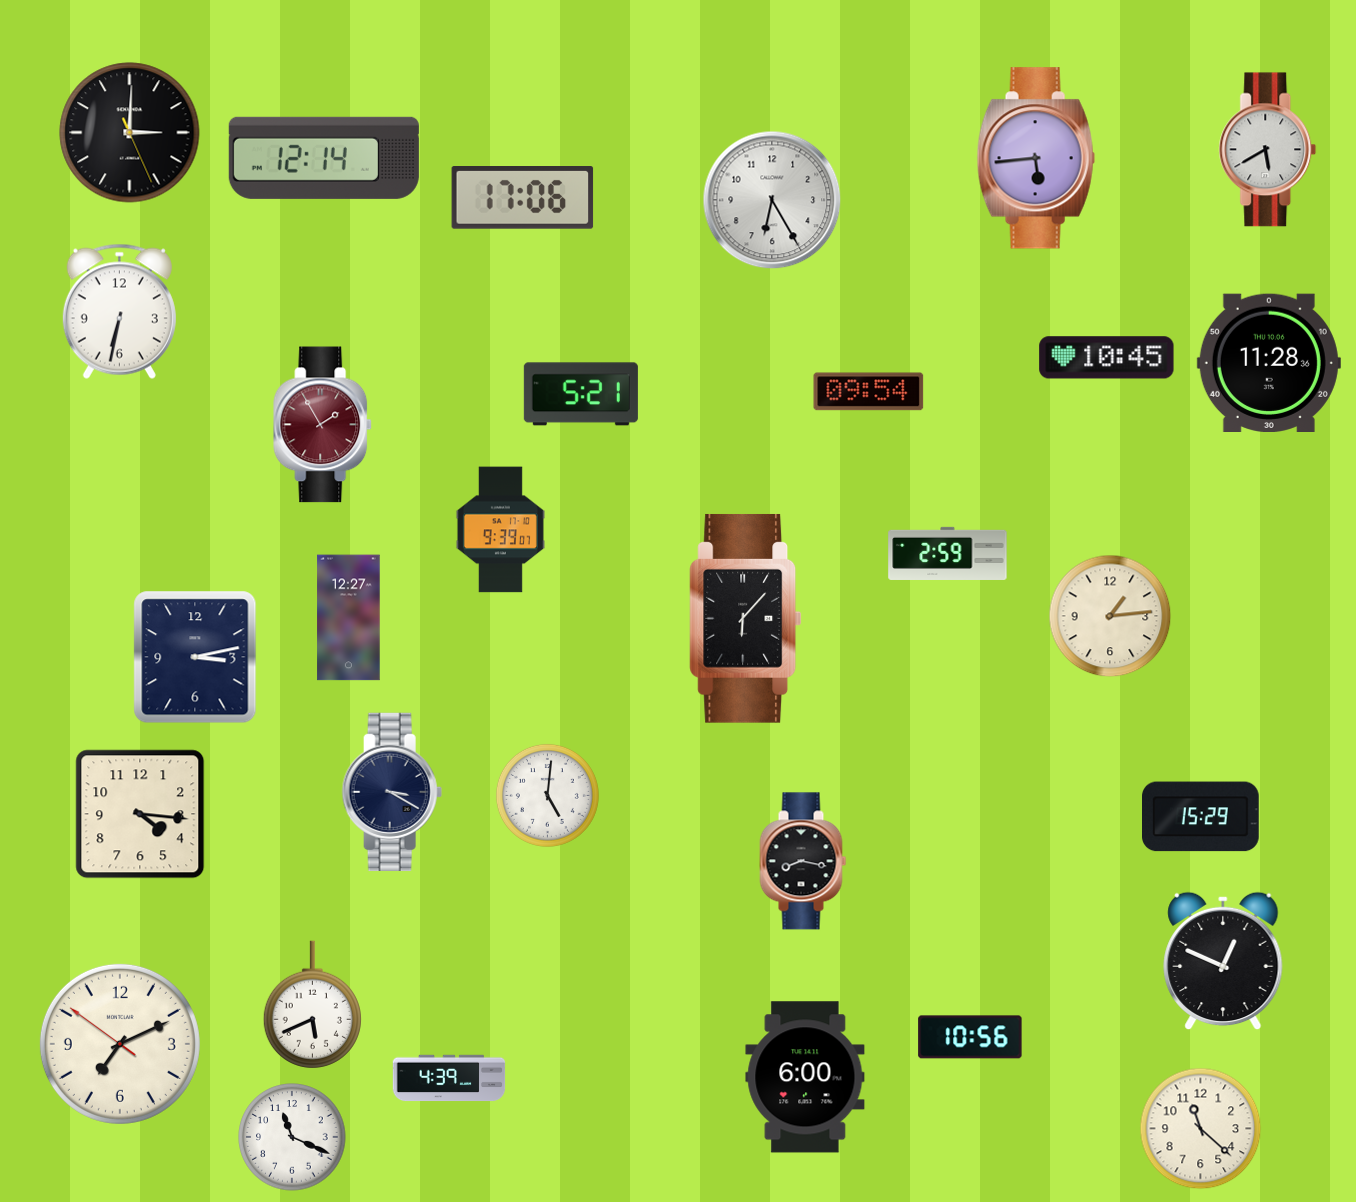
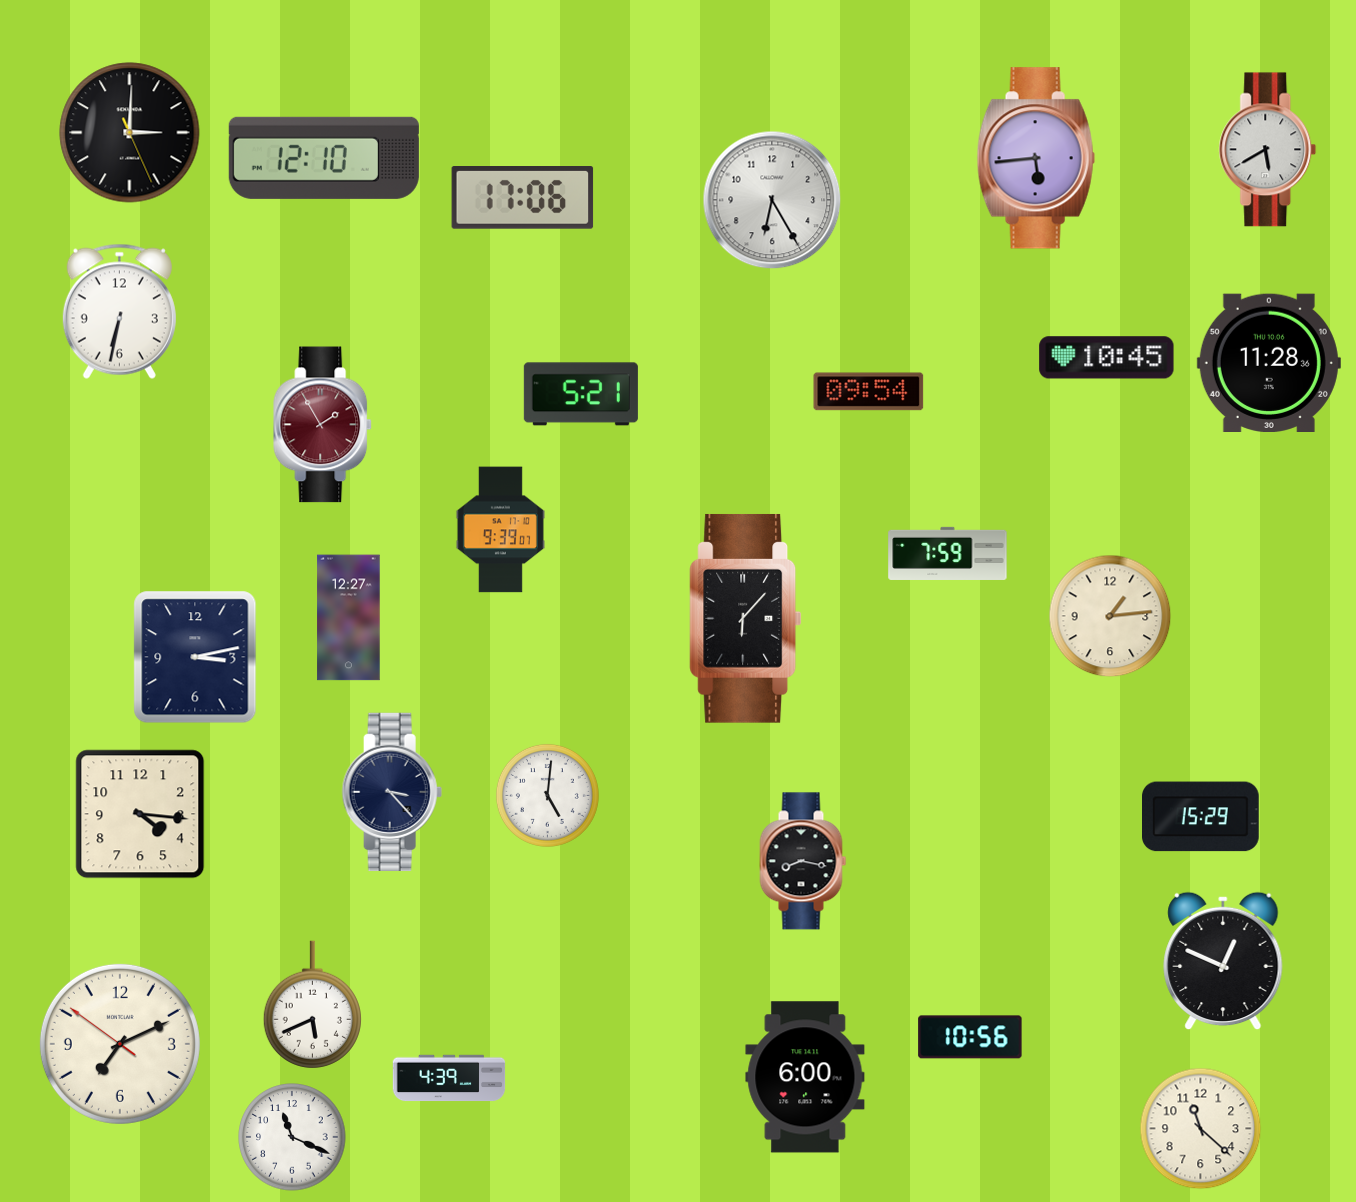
clock at (324, 158): 12:14 -> 12:10
clock at (948, 553): 2:59 -> 7:59
clock at (392, 792): 3:20 -> 3:23
